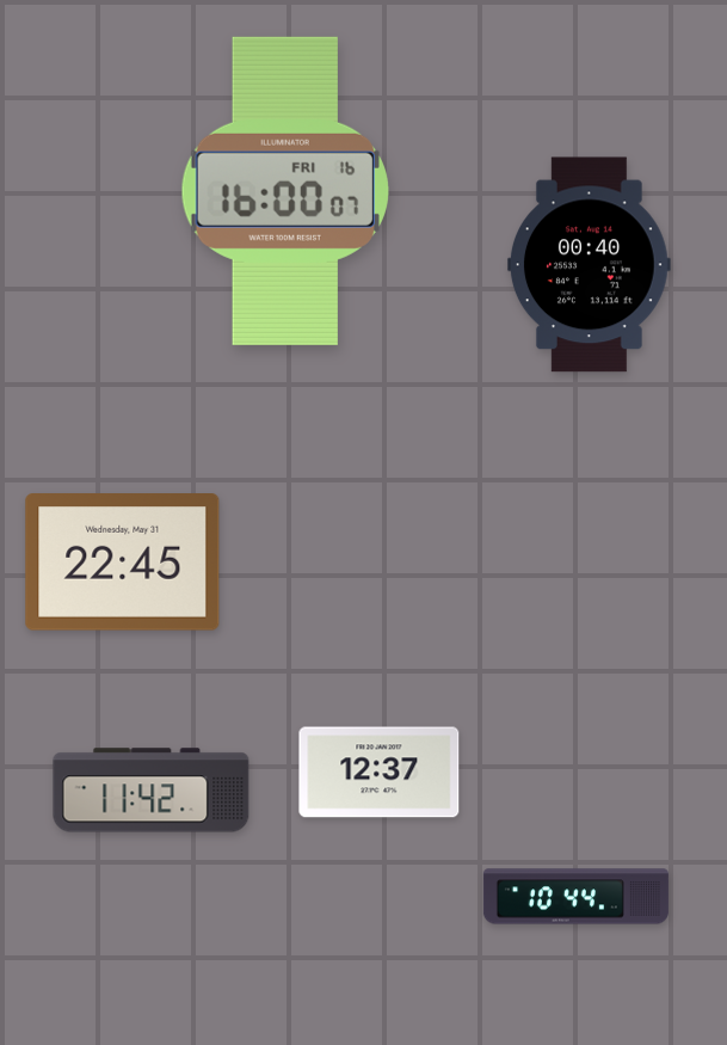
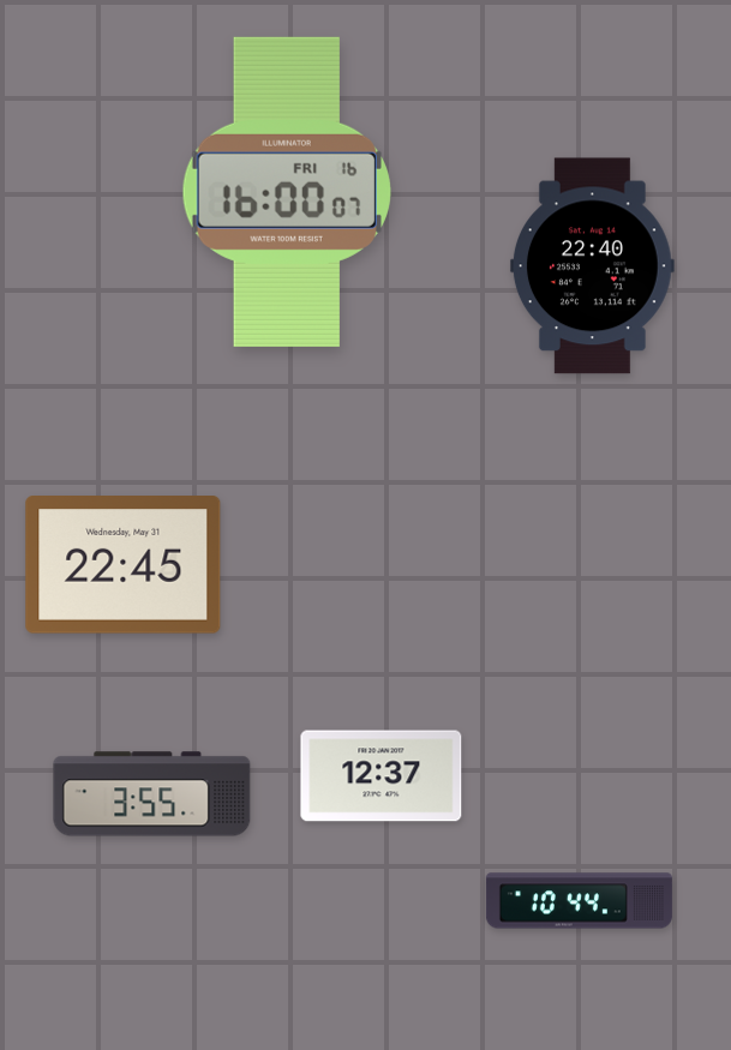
clock at (589, 265): 00:40 -> 22:40
clock at (152, 791): 11:42 -> 3:55
